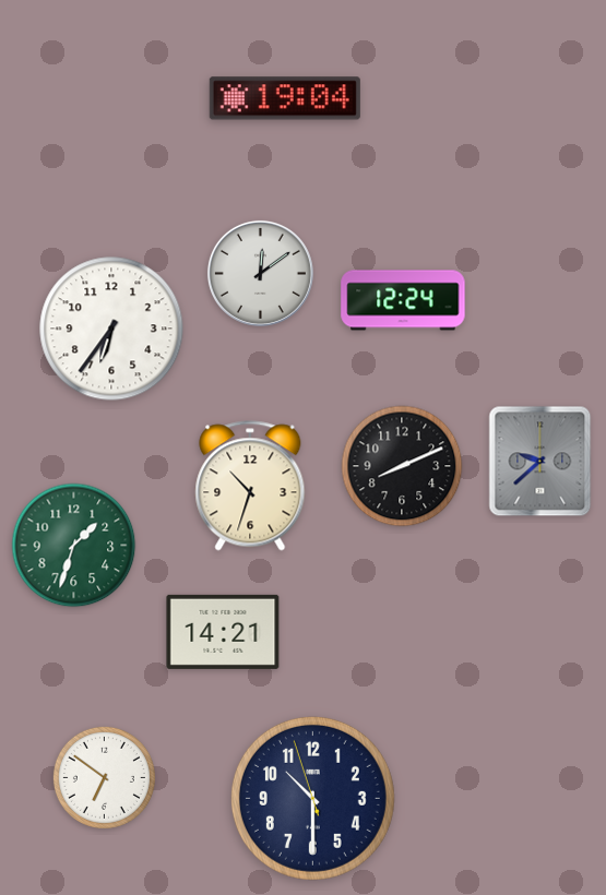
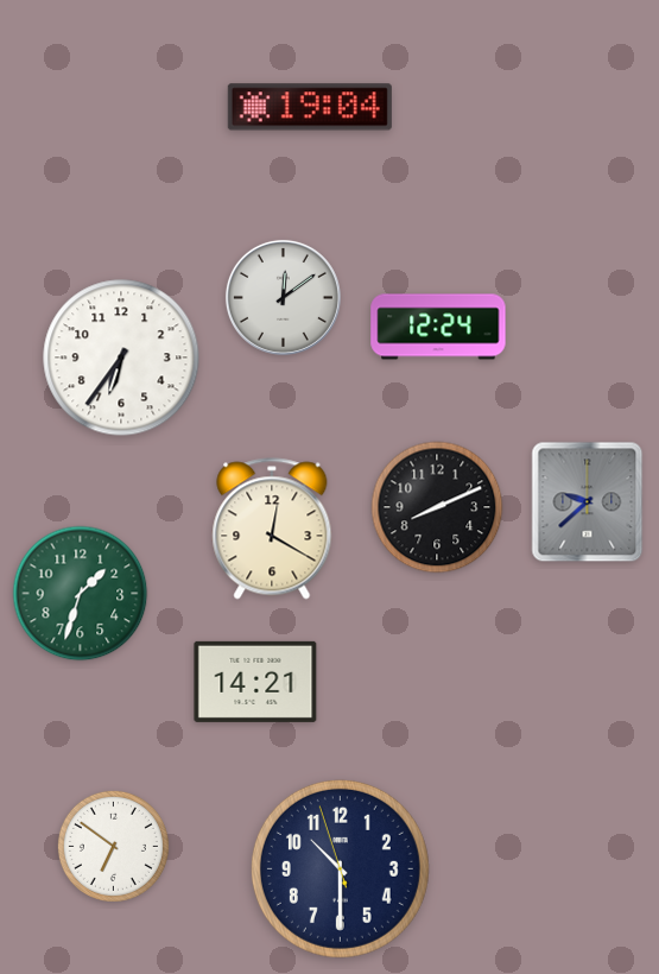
clock at (250, 486): 10:33 -> 12:20
clock at (223, 632) position: (223, 632) -> (255, 682)
